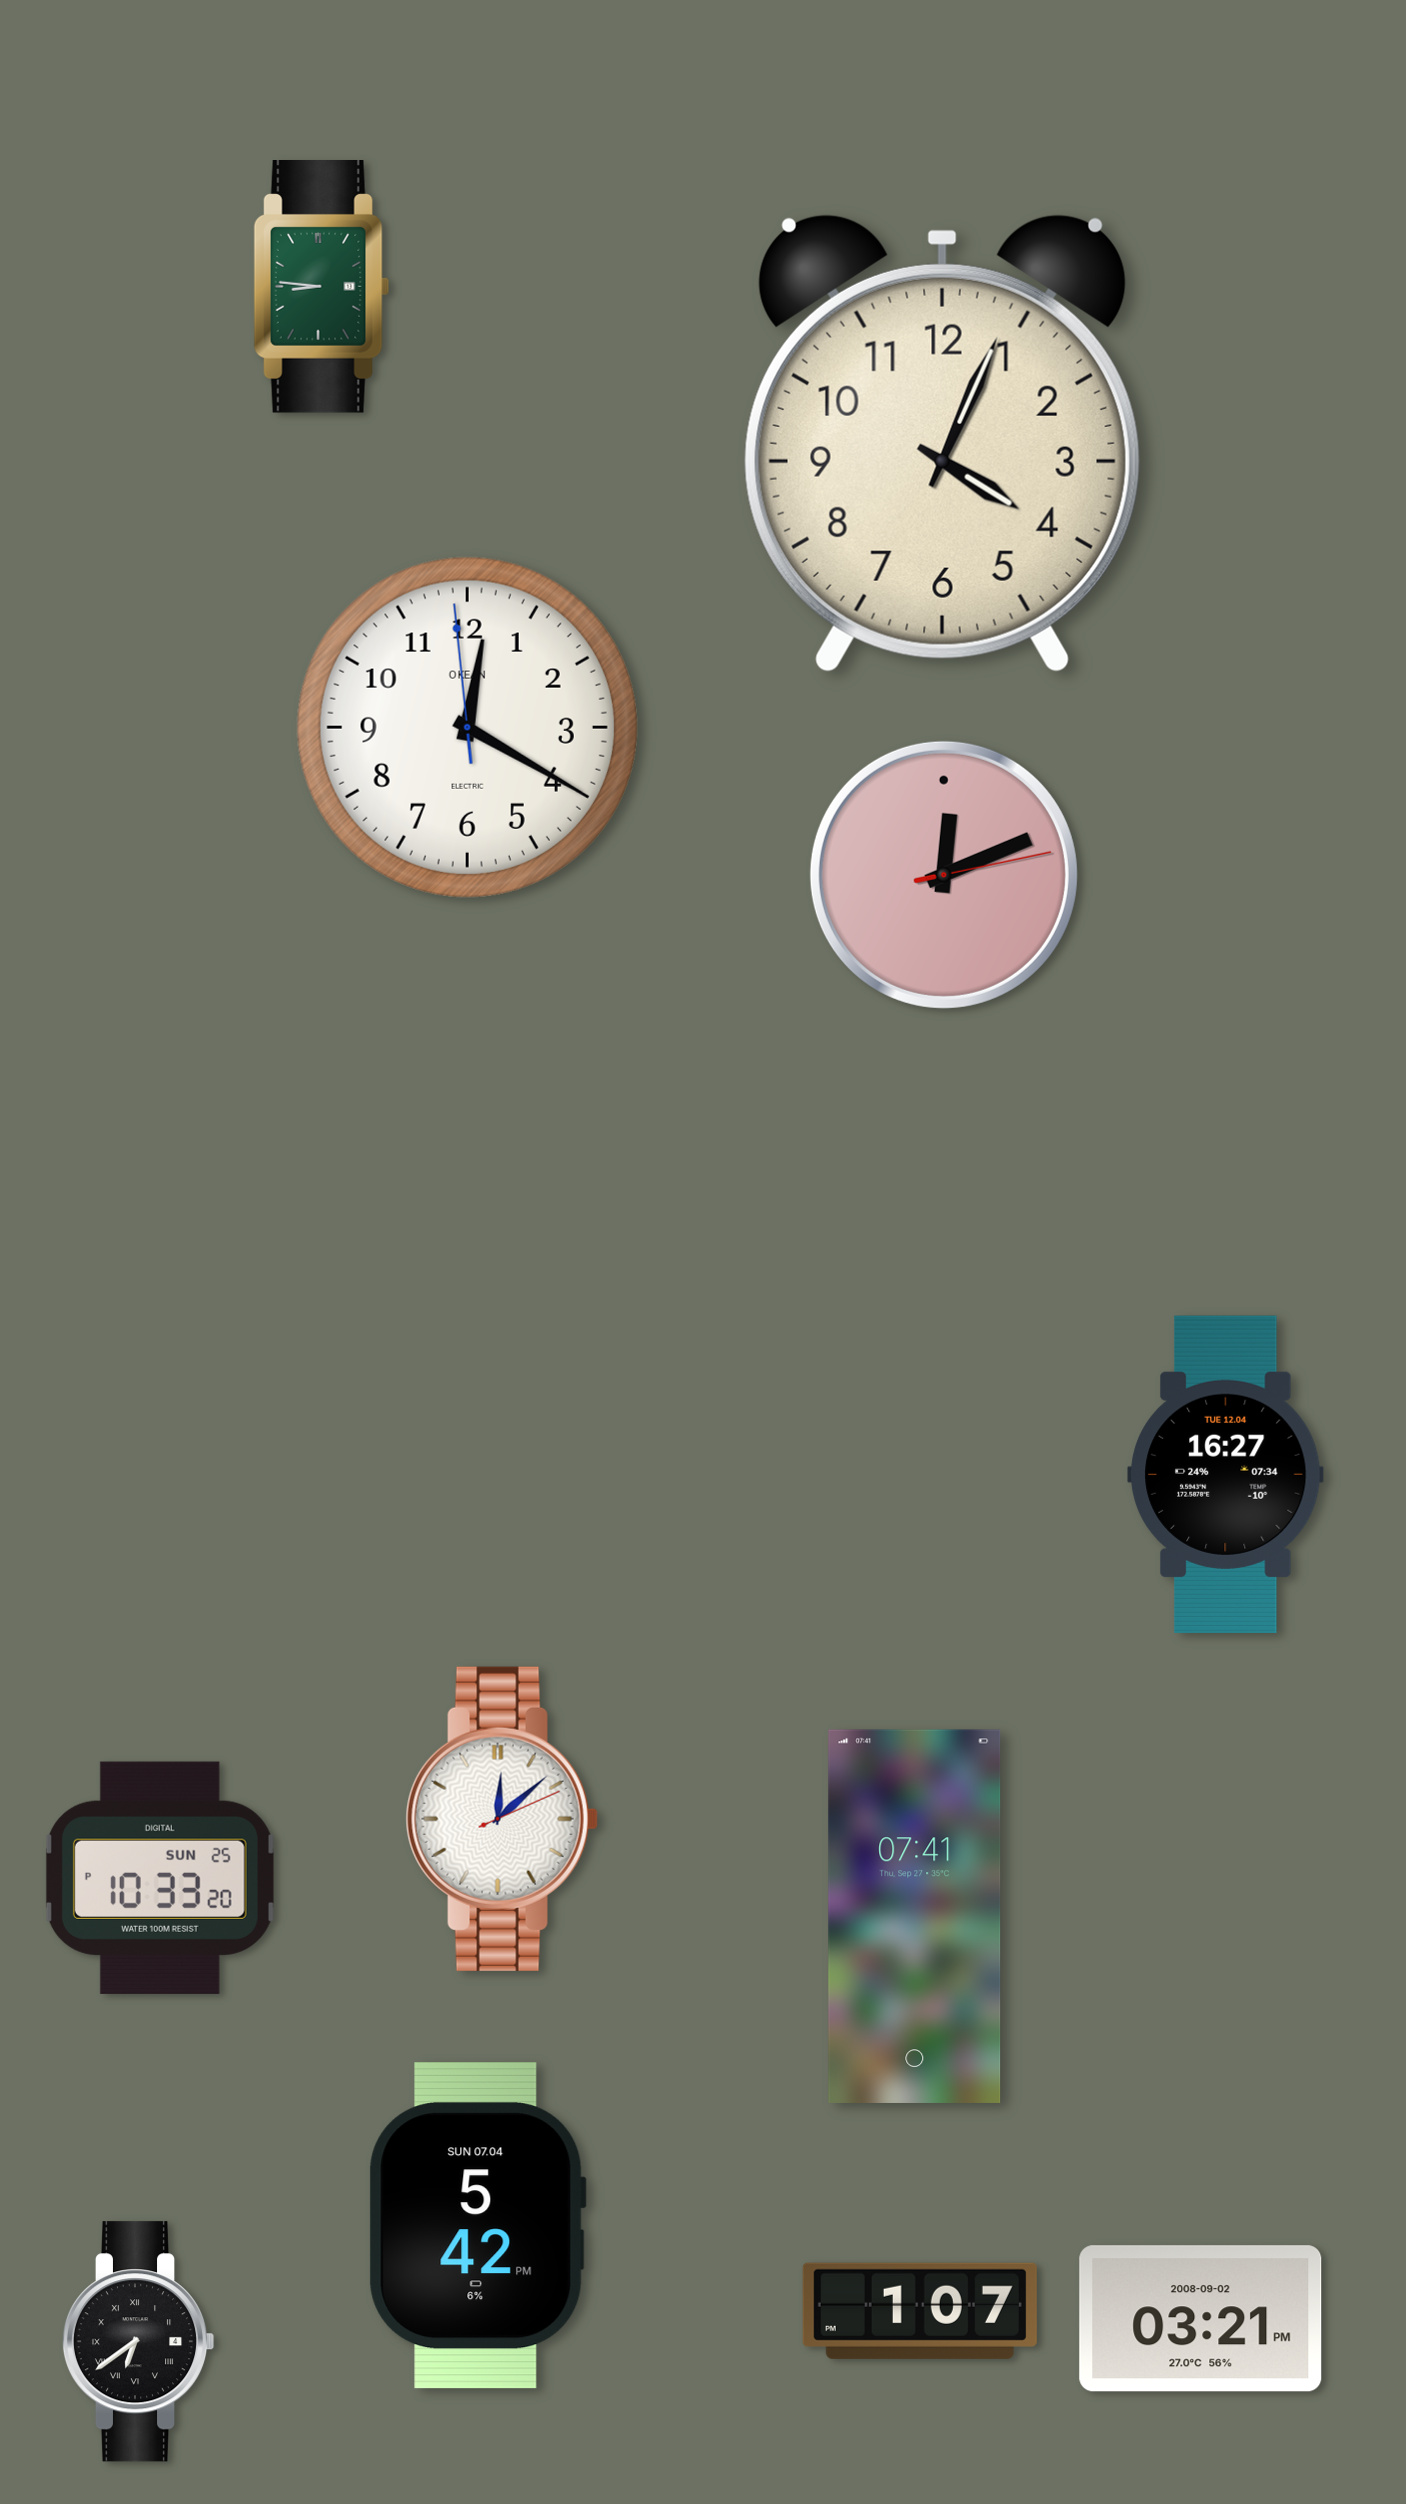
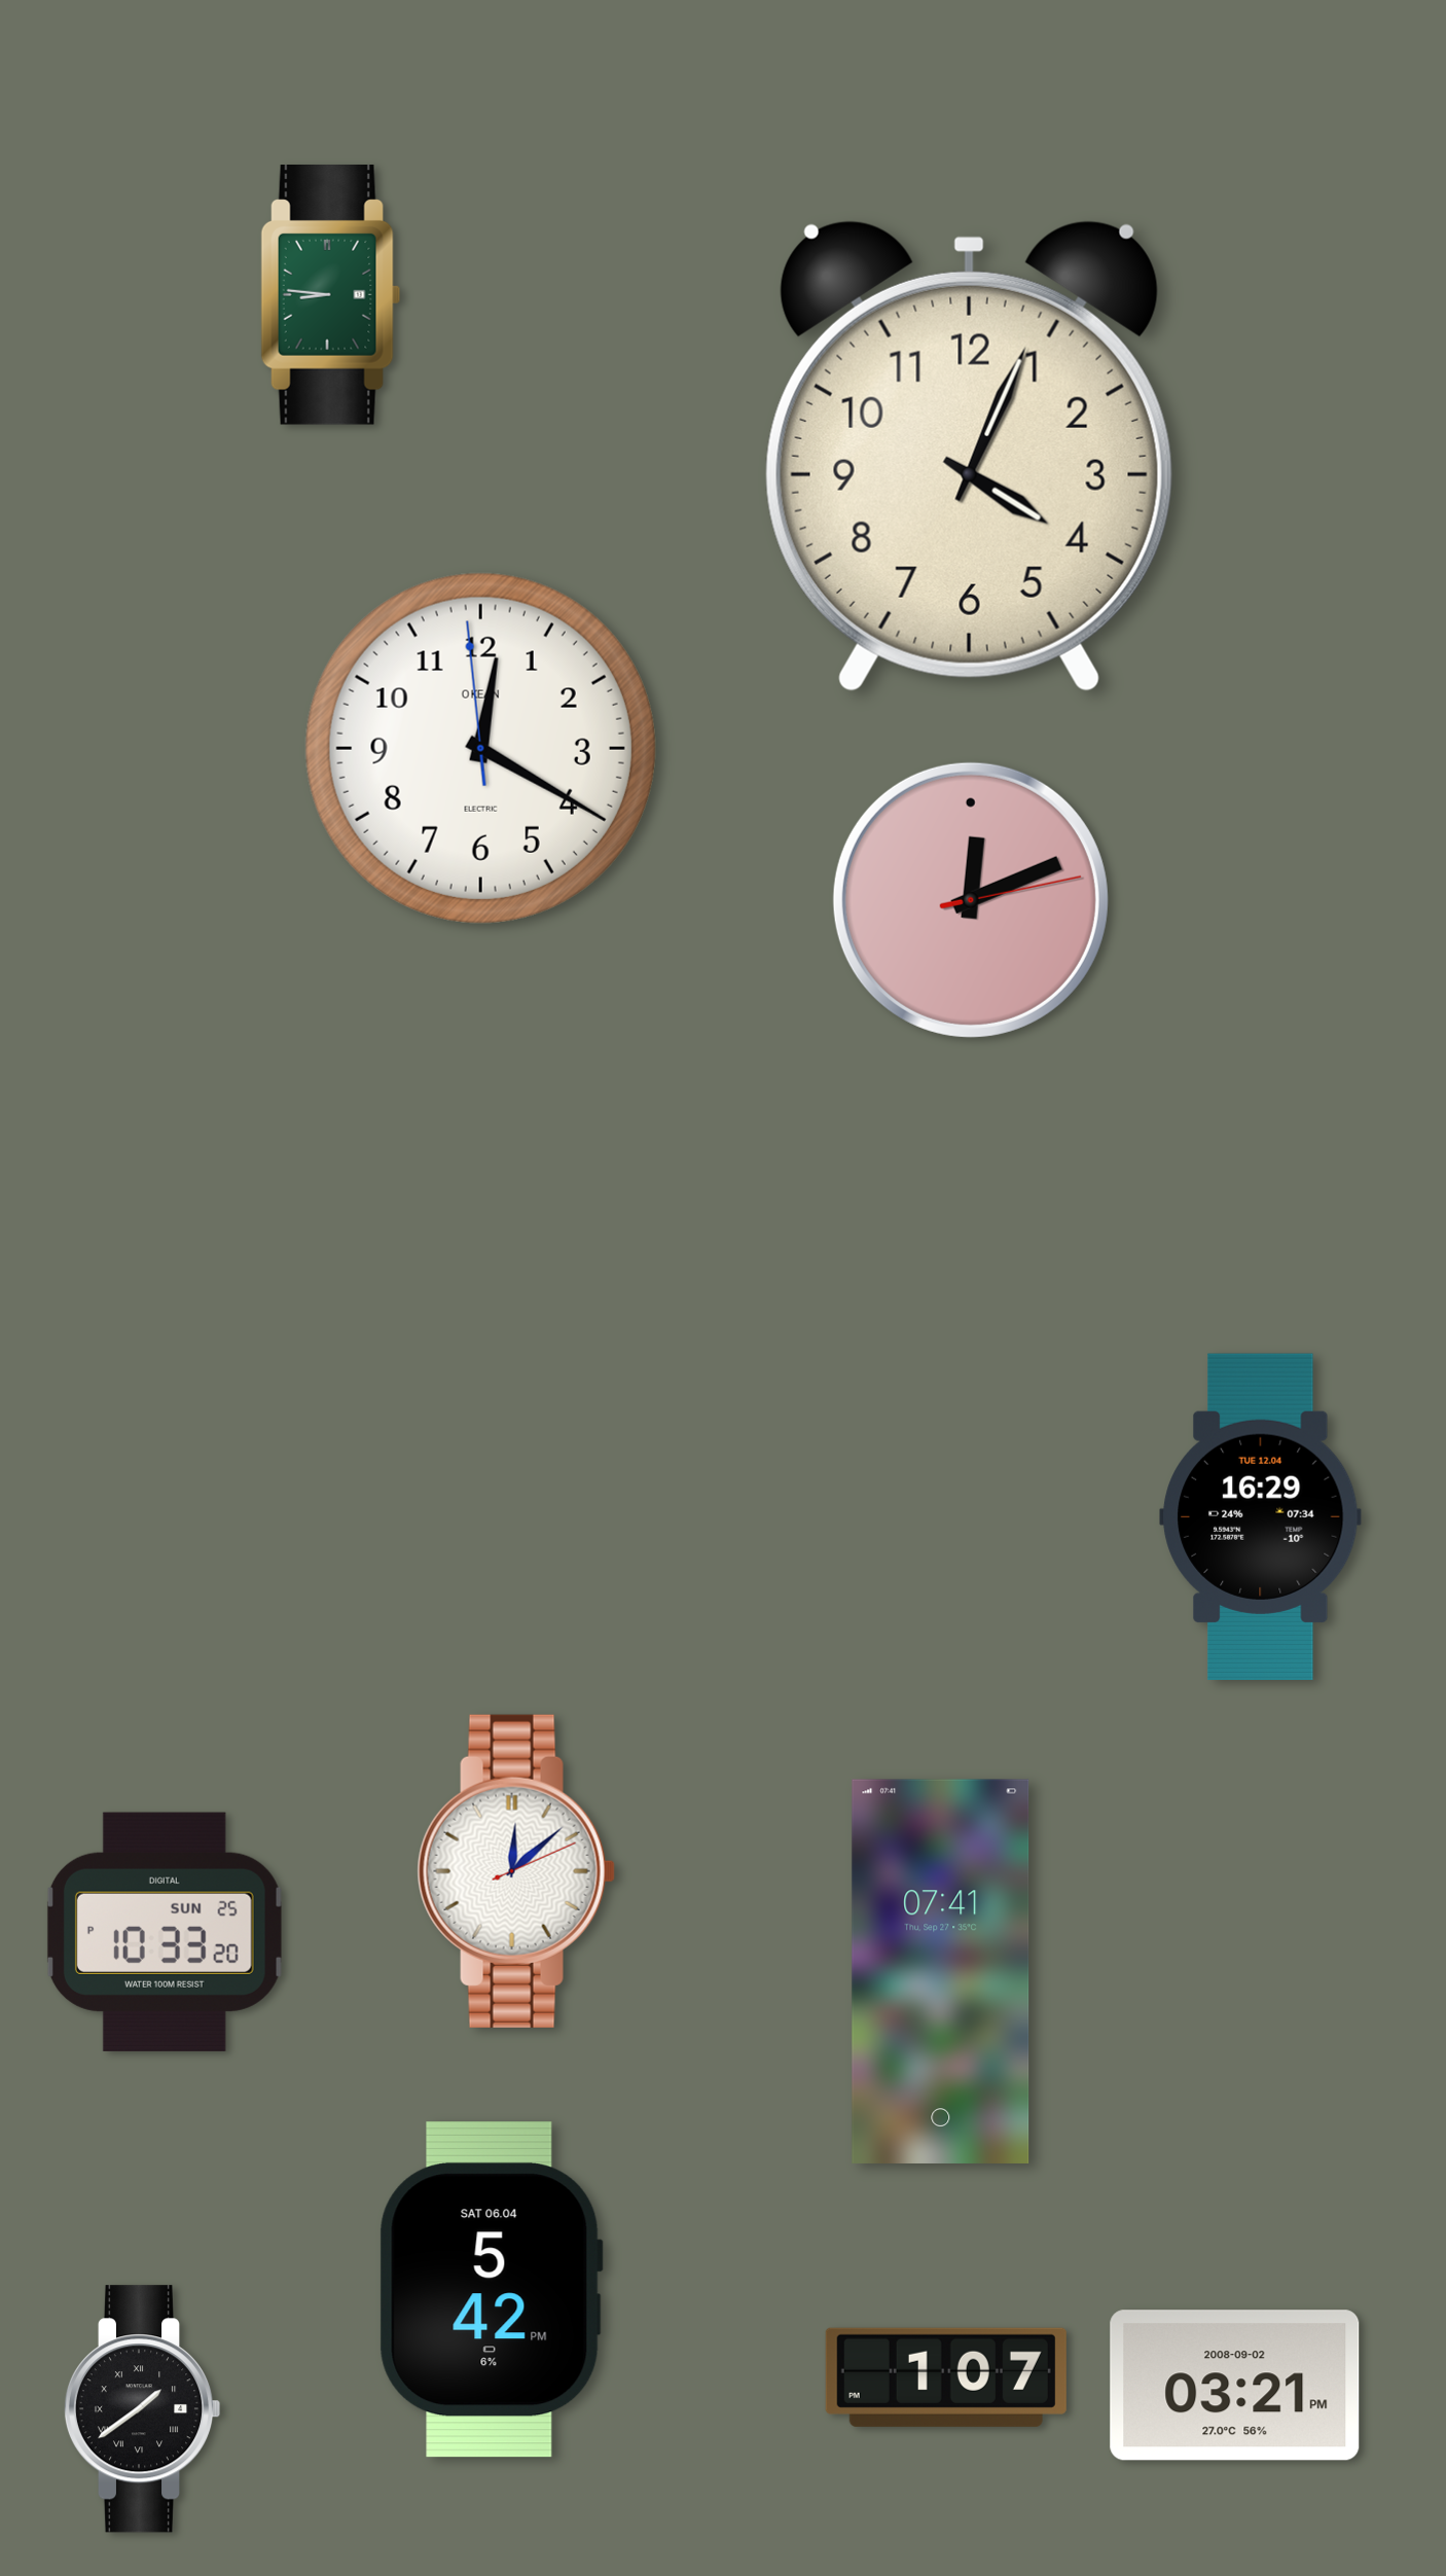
clock at (1226, 1474): 16:27 -> 16:29
clock at (477, 2226) date: SUN 07.04 -> SAT 06.04
clock at (138, 2342): 6:39 -> 1:39
